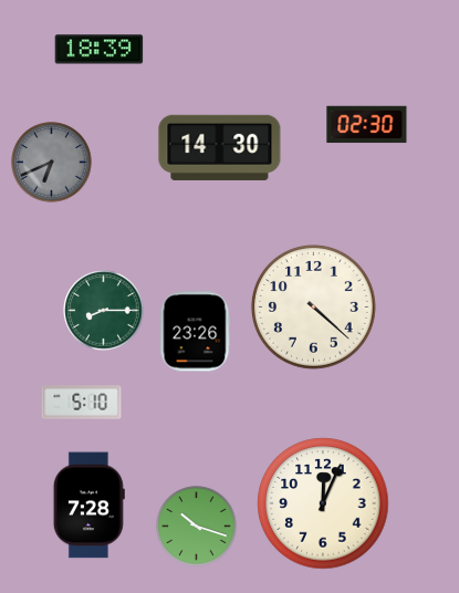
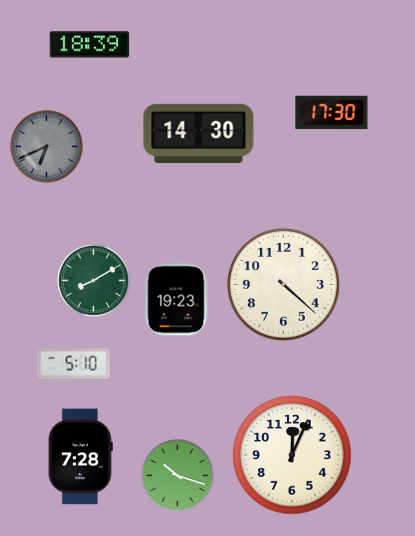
clock at (367, 125): 02:30 -> 17:30
clock at (313, 306) position: (313, 306) -> (283, 284)
clock at (104, 311): 8:15 -> 8:10
clock at (195, 332): 23:26 -> 19:23
